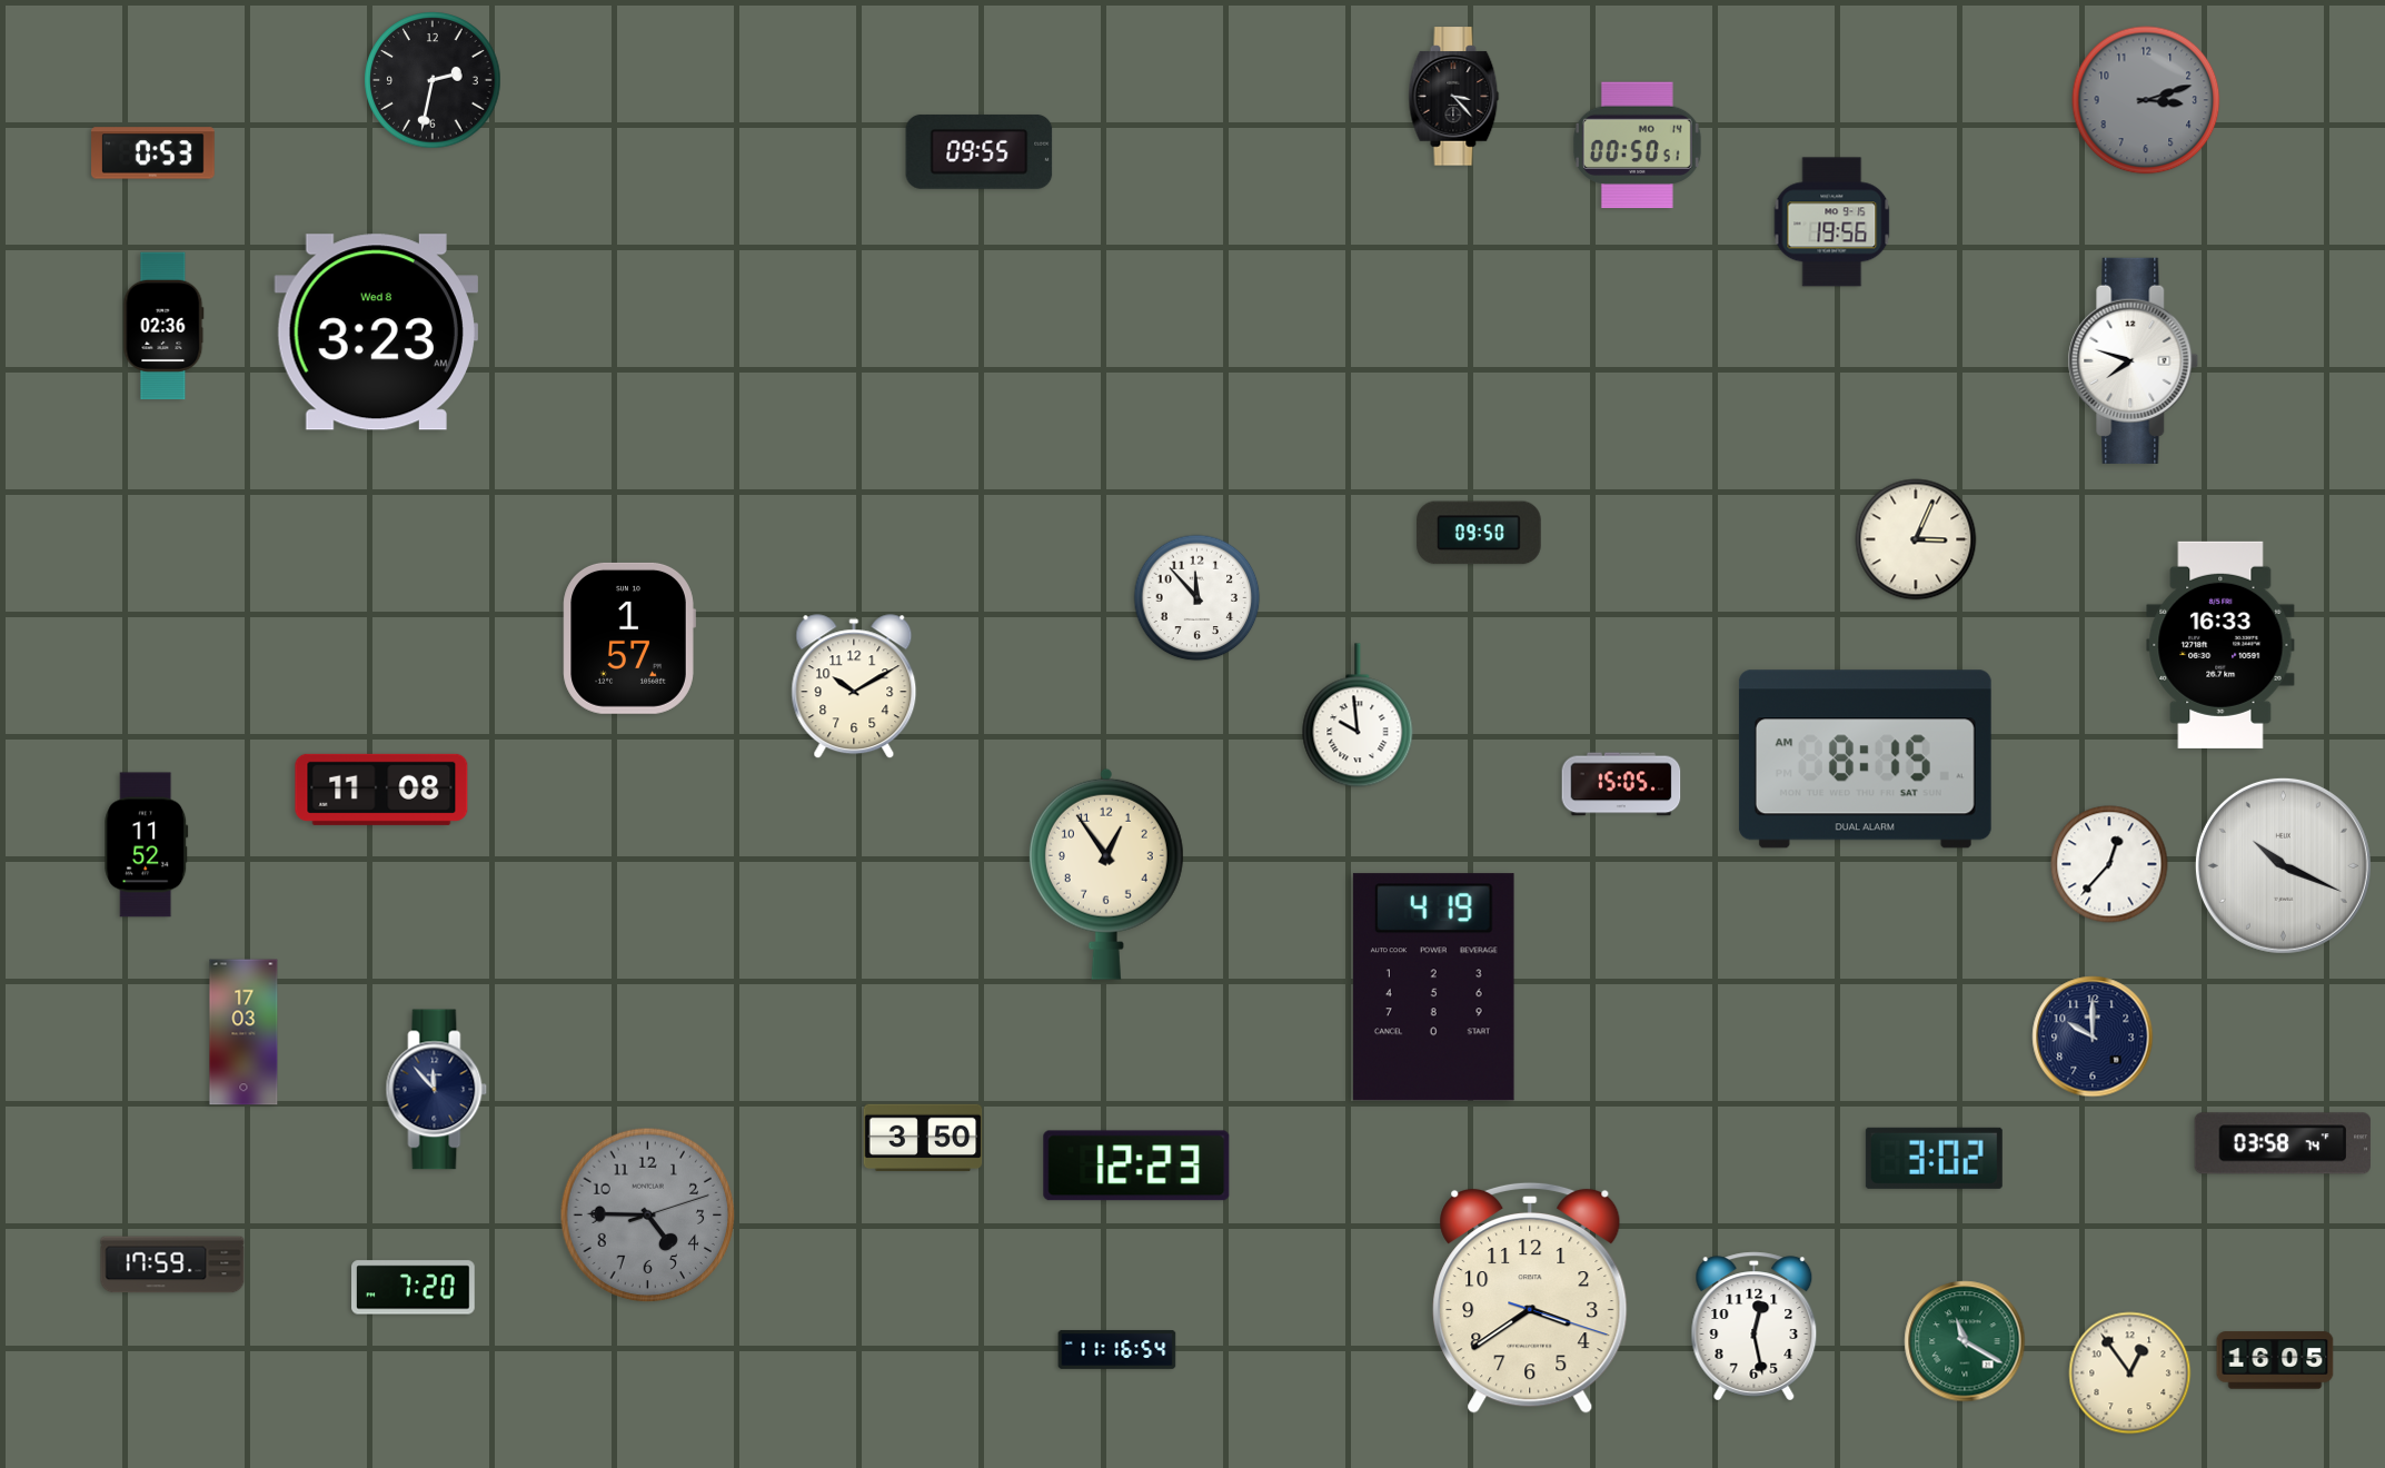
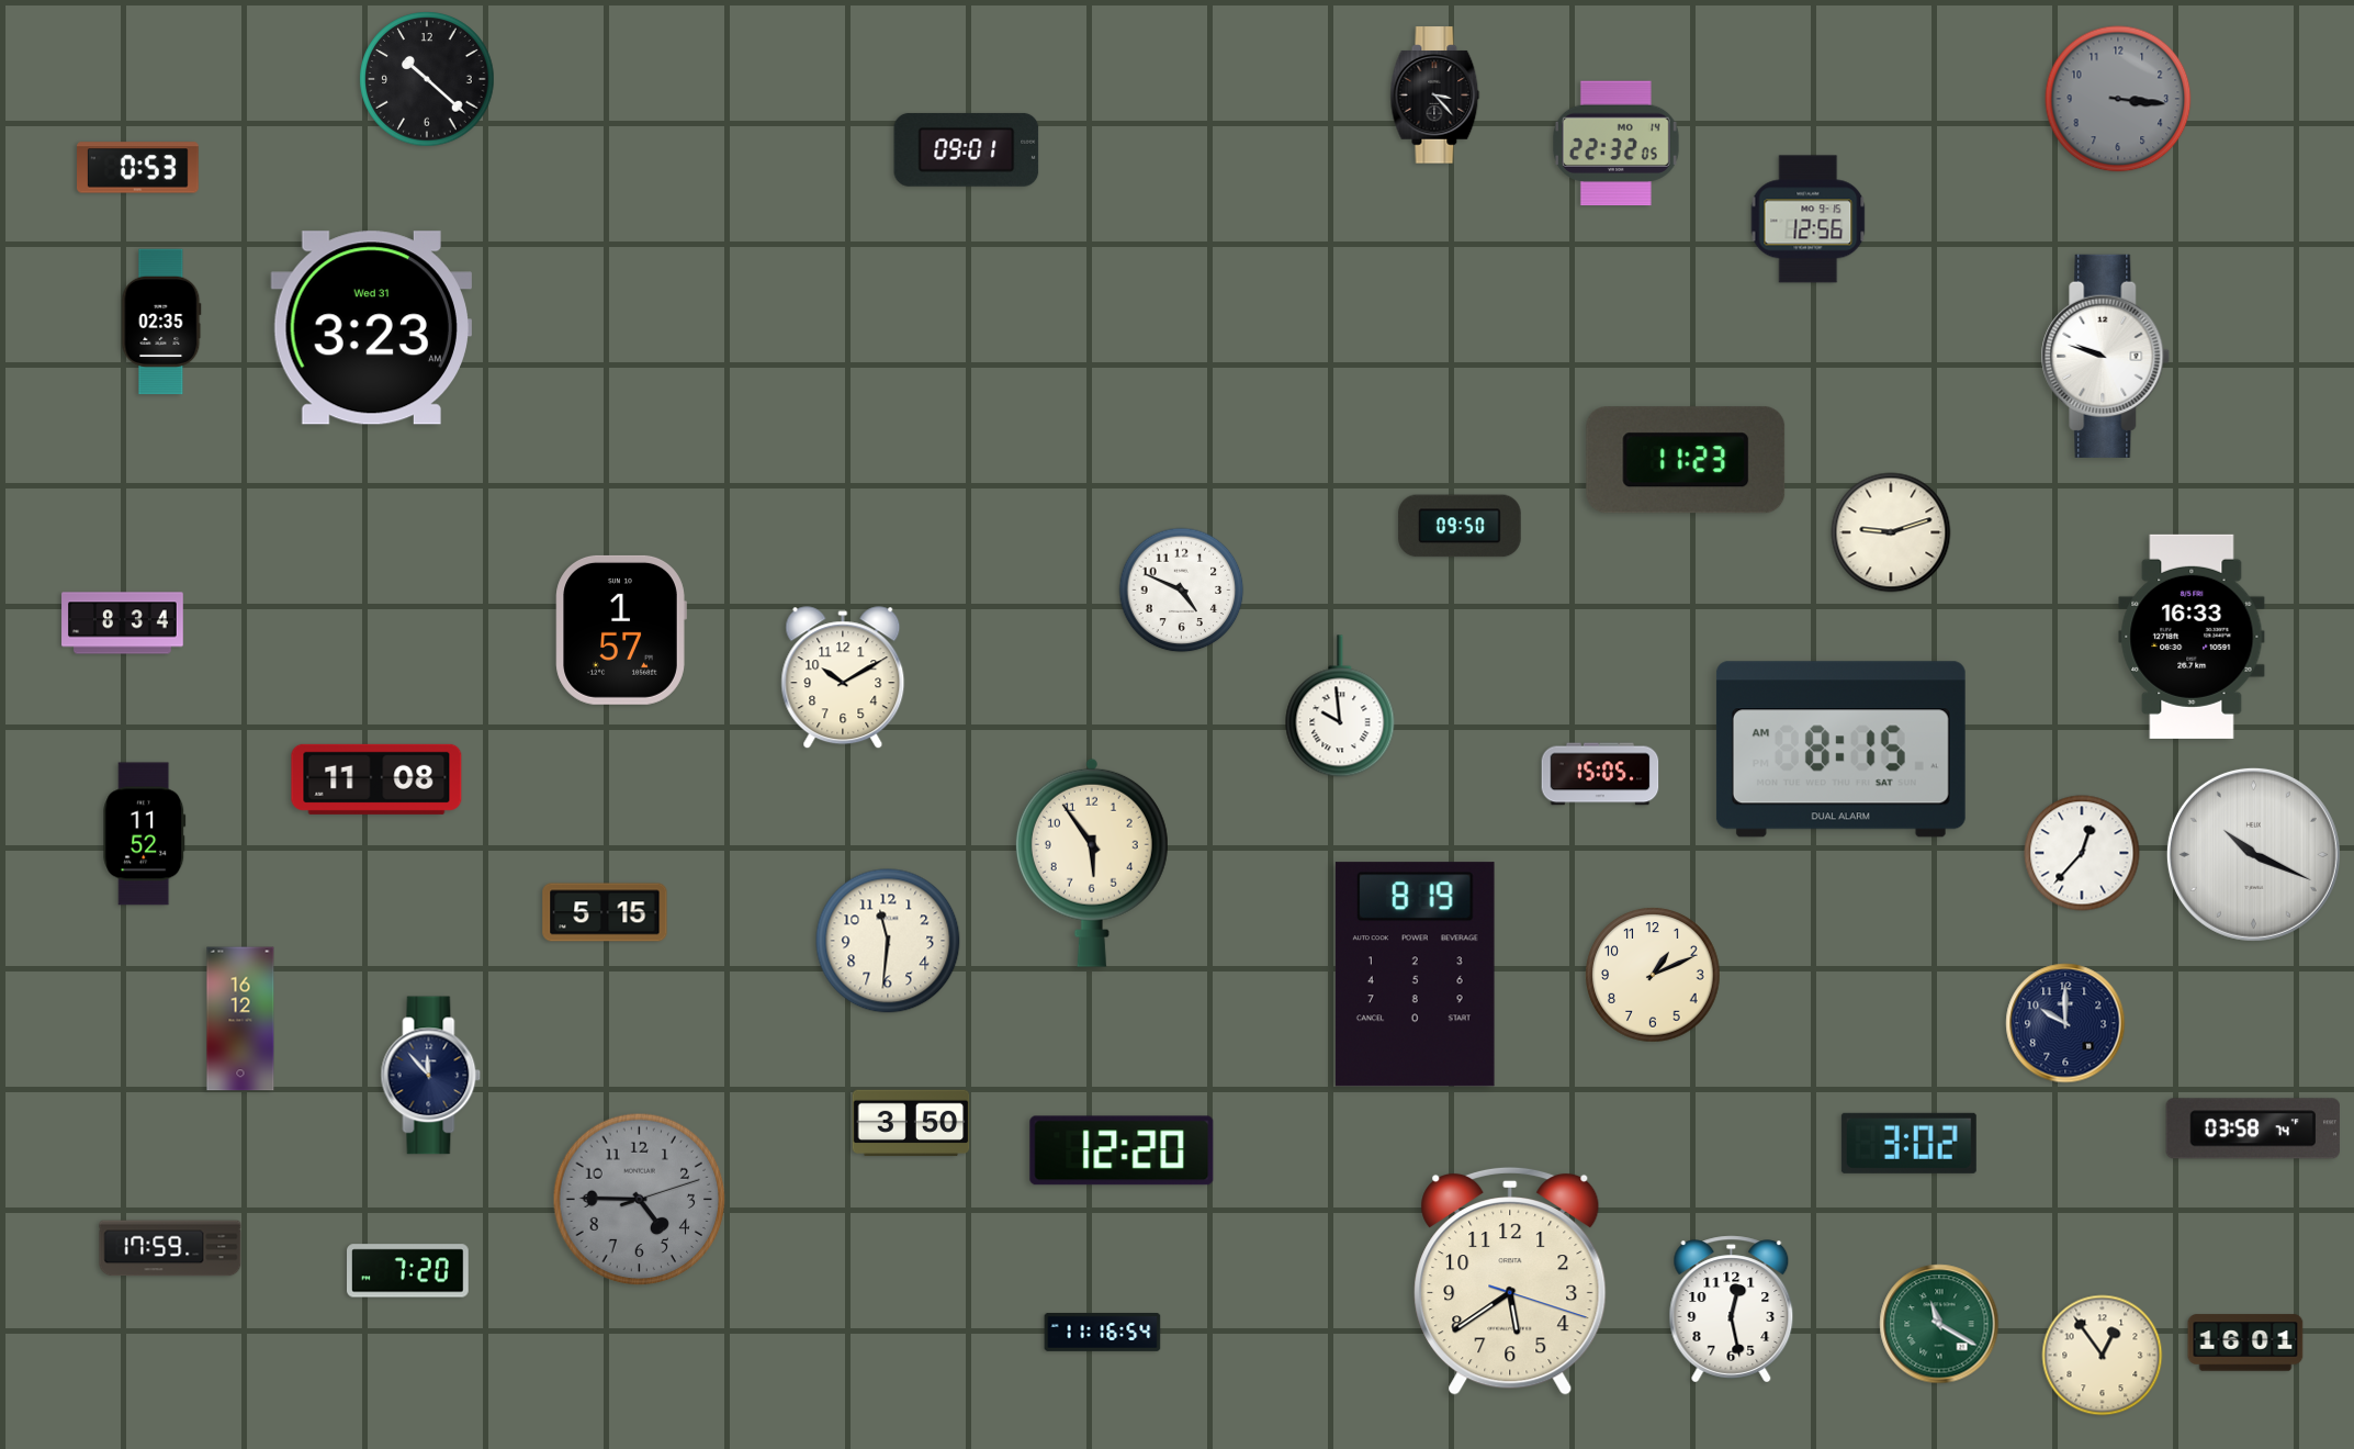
clock at (433, 80): 2:32 -> 10:22
clock at (2146, 100): 3:12 -> 3:16
clock at (1637, 146): 00:50 -> 22:32
clock at (980, 151): 09:55 -> 09:01
clock at (153, 153) position: (153, 153) -> (138, 168)
clock at (1832, 222): 19:56 -> 12:56
clock at (163, 326): 02:36 -> 02:35
clock at (376, 333) date: Wed 8 -> Wed 31
clock at (2134, 360): 7:48 -> 9:48
clock at (1686, 460): none -> 11:23
clock at (1916, 539): 3:04 -> 9:12
clock at (1198, 598): 11:53 -> 4:49
clock at (123, 624): none -> 8:34
clock at (1106, 874): 12:54 -> 5:54
clock at (605, 912): none -> 5:15
clock at (888, 941): none -> 11:31
clock at (1433, 988): 4:19 -> 8:19
clock at (1653, 975): none -> 1:11
clock at (244, 1032): 17:03 -> 16:12
clock at (1136, 1166): 12:23 -> 12:20
clock at (1530, 1298): 3:39 -> 5:39
clock at (2275, 1360): 16:05 -> 16:01
